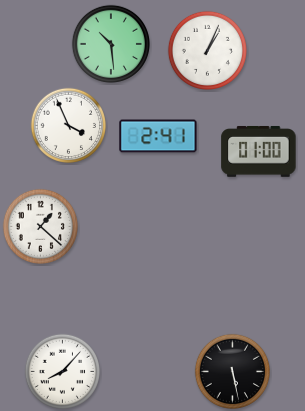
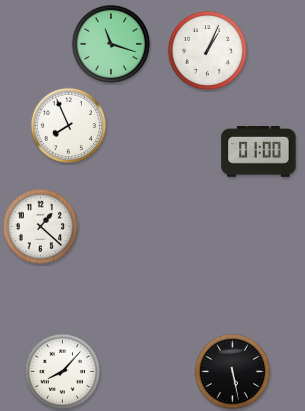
clock at (111, 44): 10:29 -> 11:18
clock at (68, 125): 3:56 -> 7:56
clock at (158, 136): 2:41 -> none
